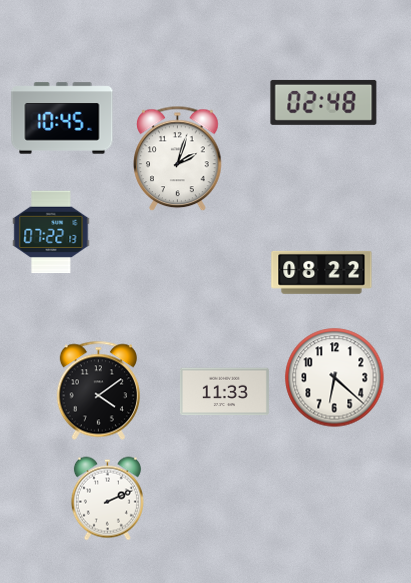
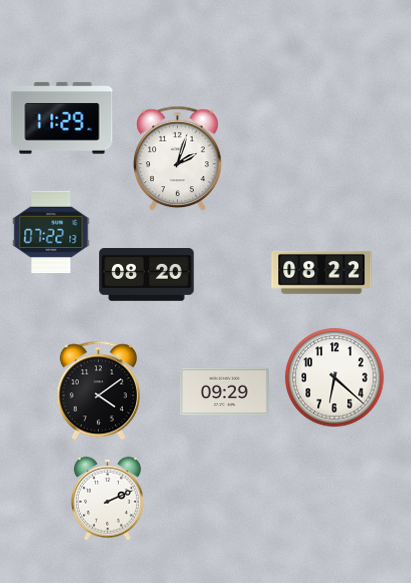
clock at (324, 102): 02:48 -> none
clock at (62, 118): 10:45 -> 11:29
clock at (147, 275): none -> 08:20
clock at (224, 392): 11:33 -> 09:29
